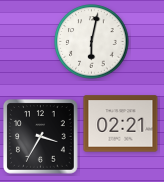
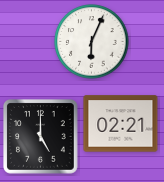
clock at (92, 42): 6:02 -> 6:04
clock at (41, 137): 3:35 -> 5:00
